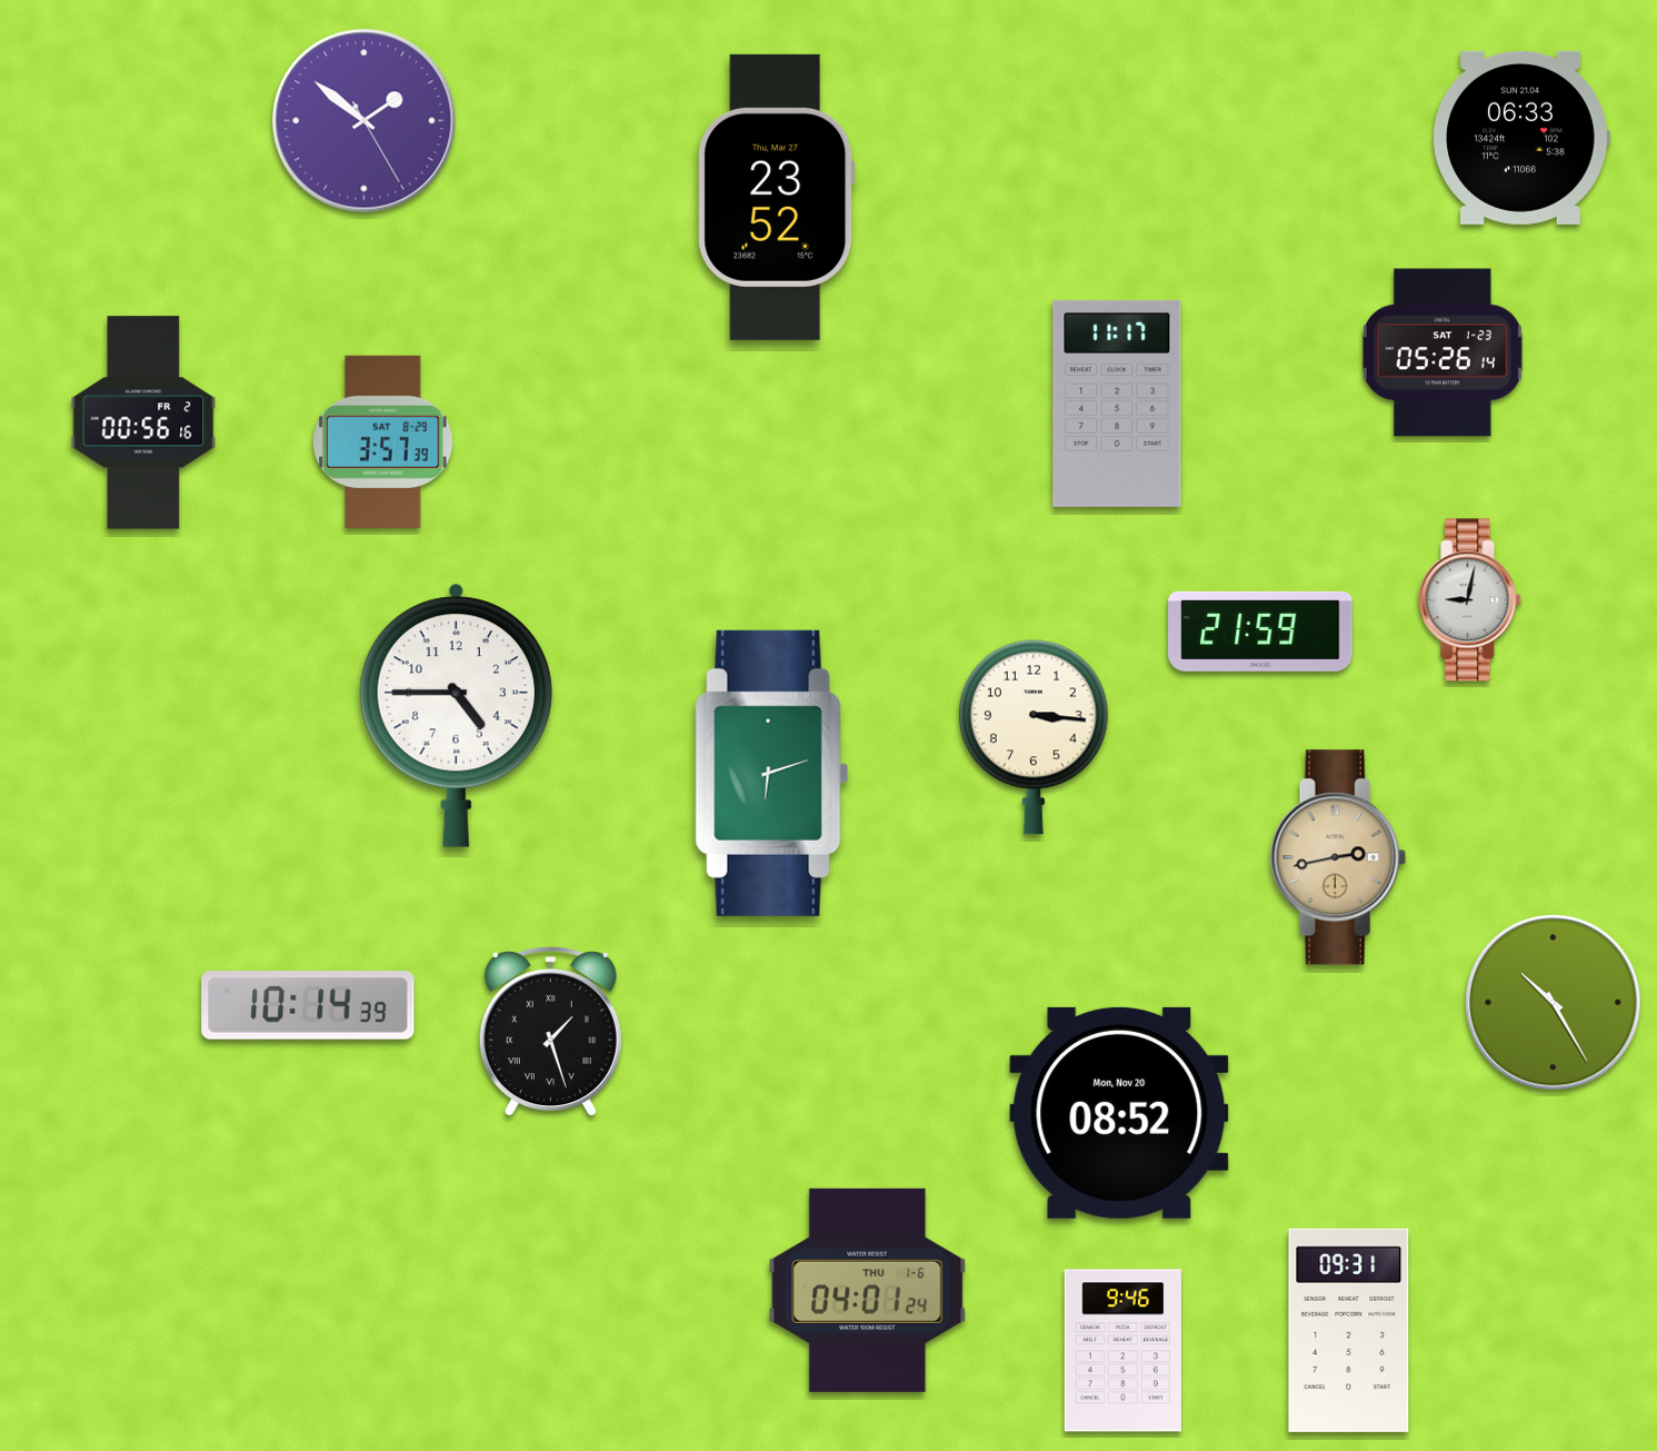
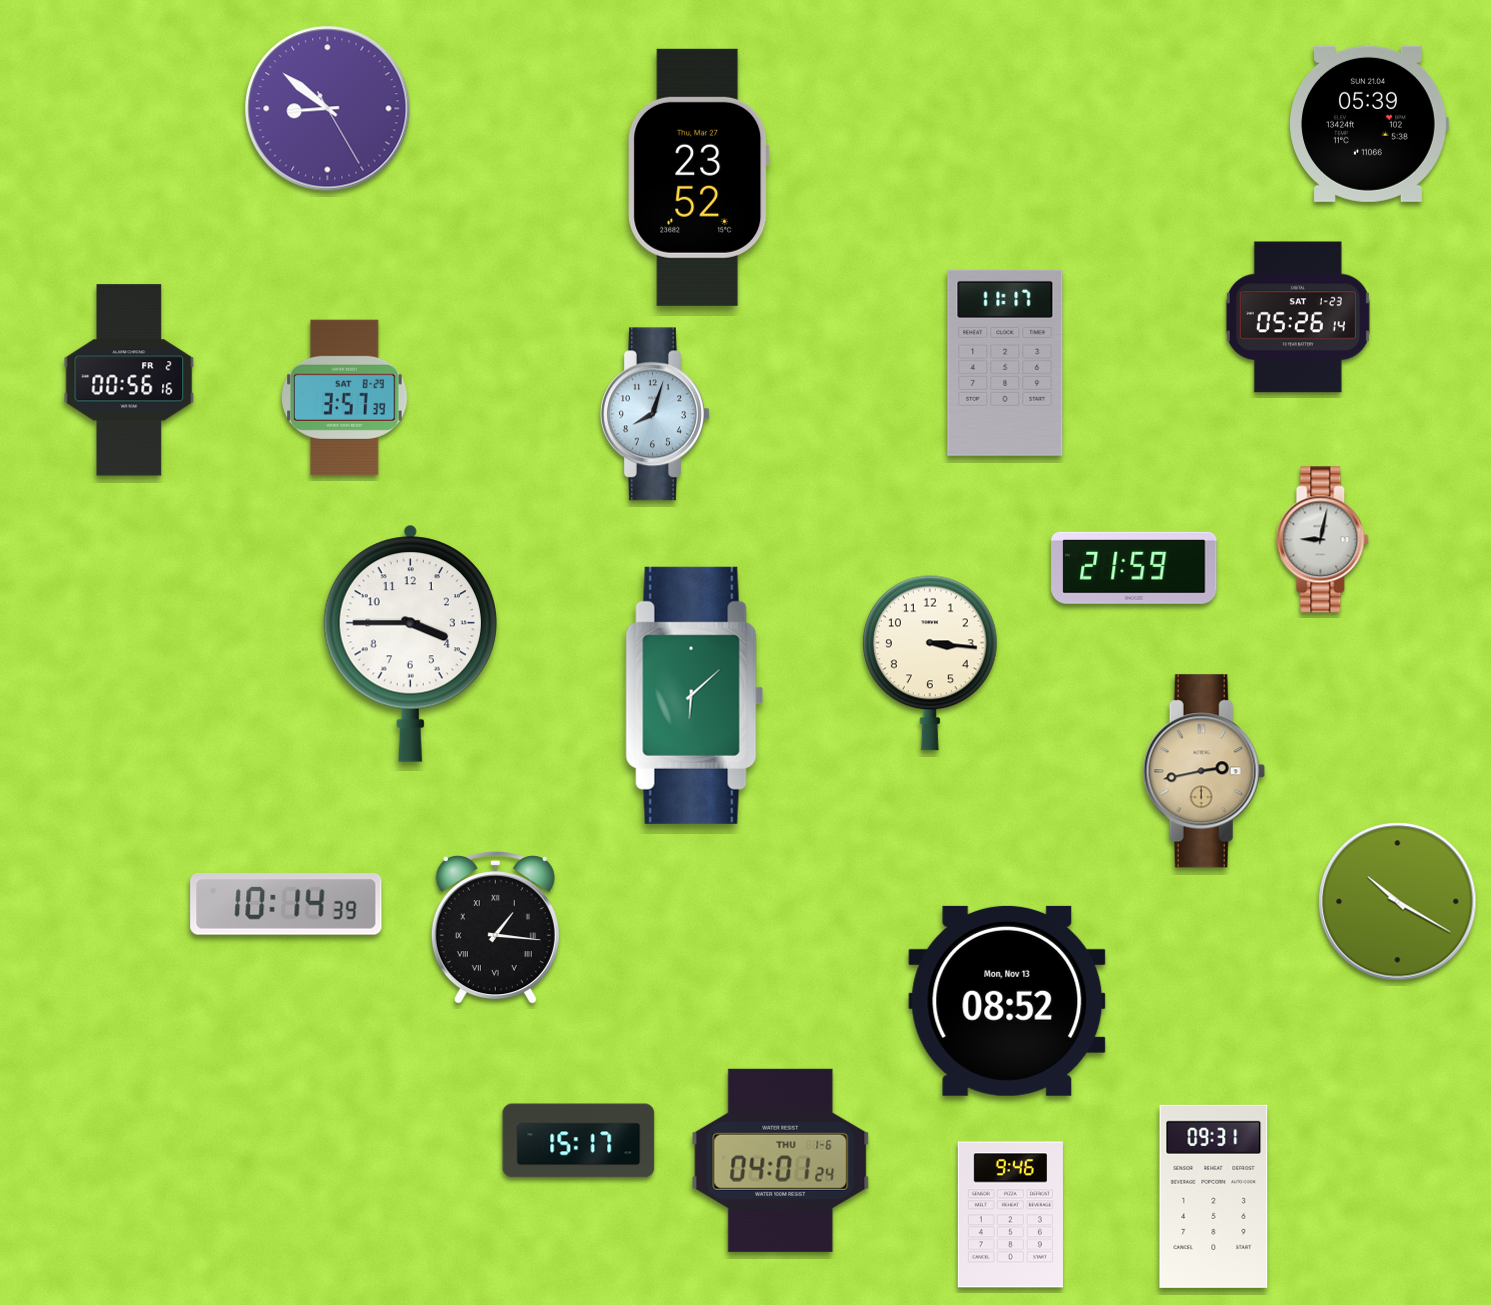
clock at (365, 121): 1:51 -> 8:51
clock at (1521, 138): 06:33 -> 05:39
clock at (656, 414): none -> 8:03
clock at (456, 715): 4:45 -> 3:45
clock at (772, 773): 6:12 -> 6:08
clock at (1554, 1003): 10:25 -> 10:20
clock at (308, 1005) position: (308, 1005) -> (286, 904)
clock at (550, 1033): 1:27 -> 1:16
clock at (1119, 1113) date: Mon, Nov 20 -> Mon, Nov 13
clock at (579, 1141): none -> 15:17
